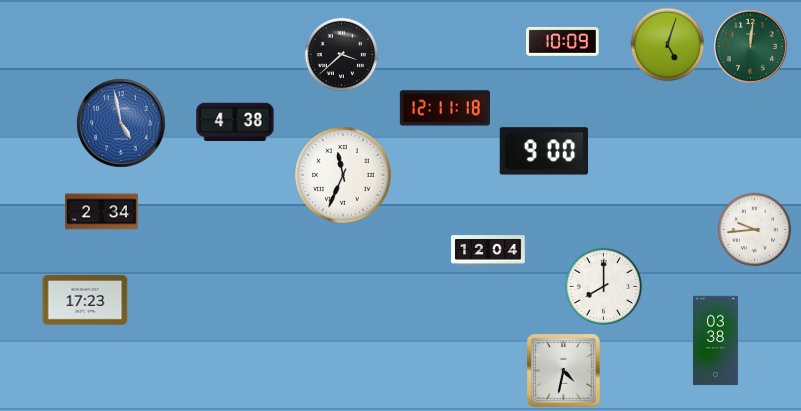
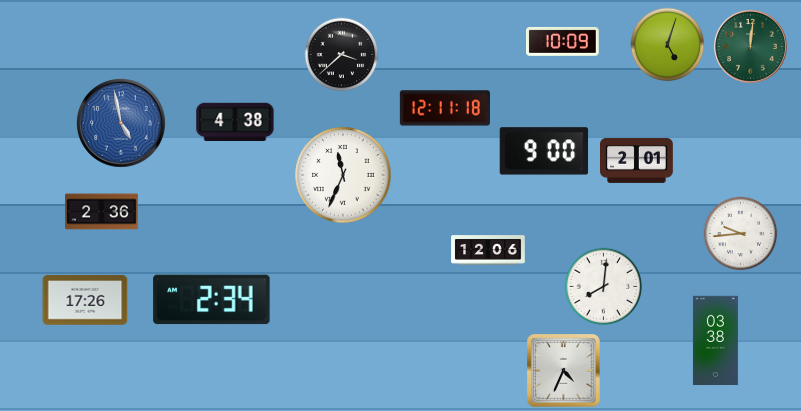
clock at (637, 160): none -> 2:01
clock at (102, 212): 2:34 -> 2:36
clock at (755, 230) position: (755, 230) -> (741, 234)
clock at (488, 250): 12:04 -> 12:06
clock at (604, 287): 8:00 -> 8:01
clock at (85, 300): 17:23 -> 17:26
clock at (212, 300): none -> 2:34
clock at (564, 371): 4:32 -> 4:34
